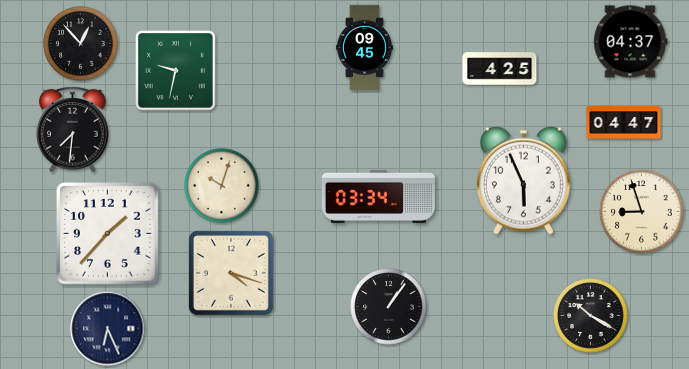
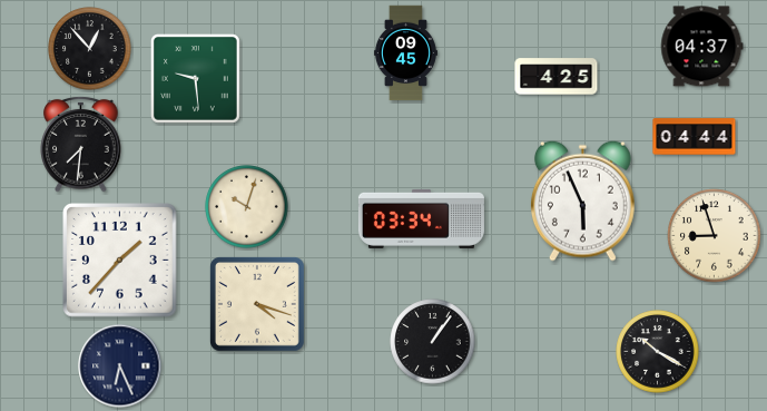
clock at (175, 70): 9:32 -> 9:29
clock at (624, 123): 04:47 -> 04:44
